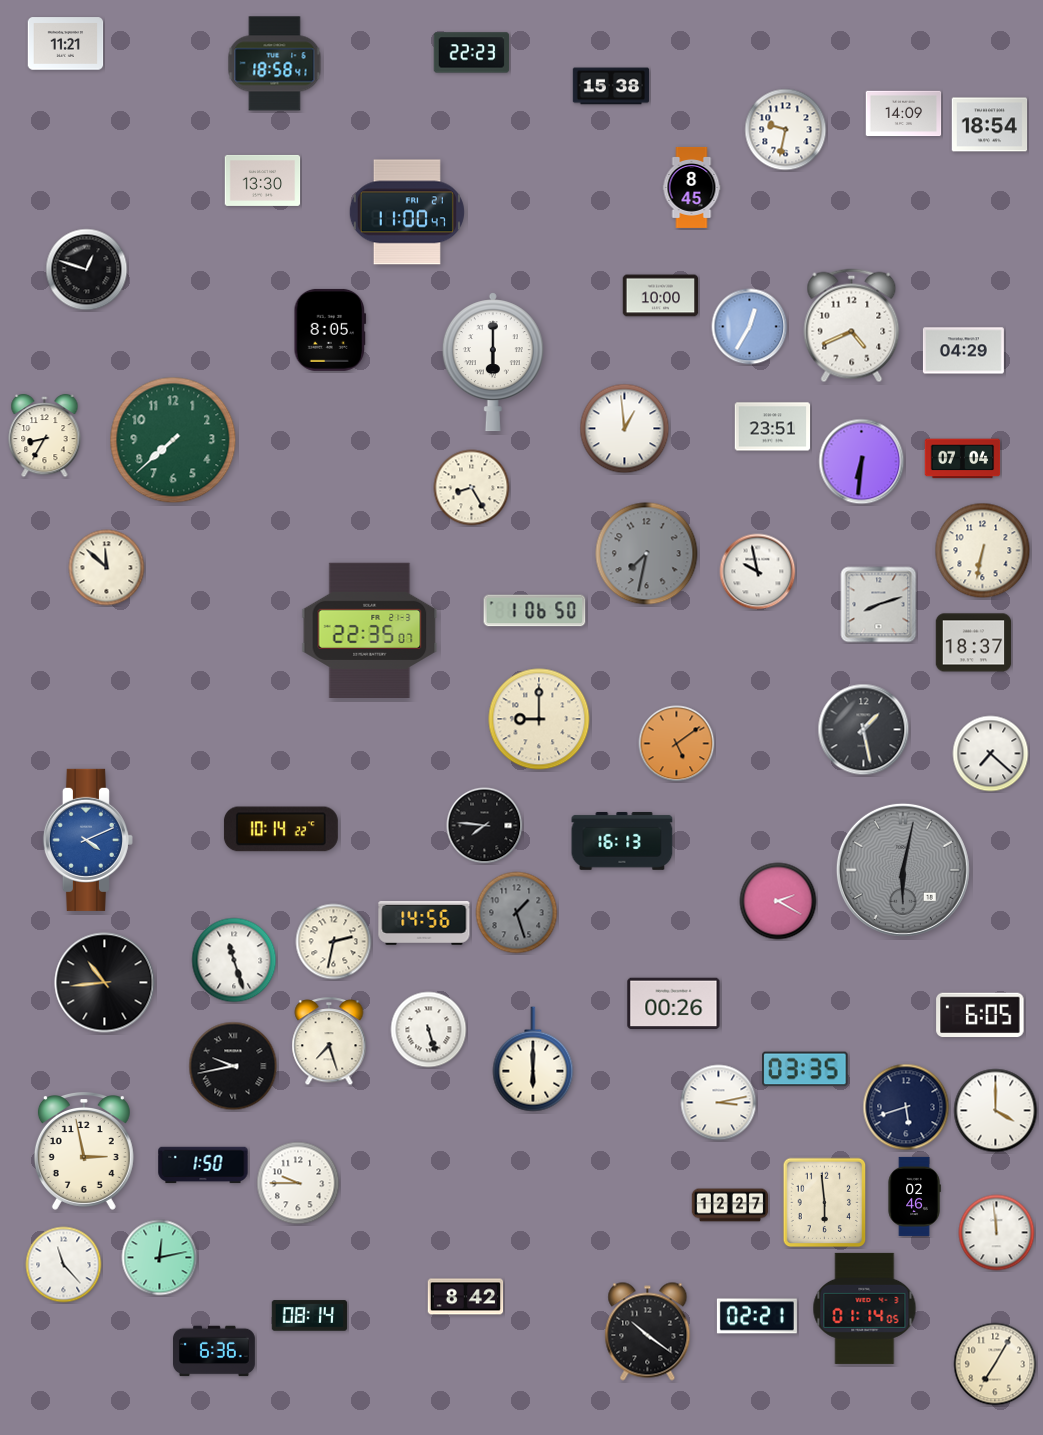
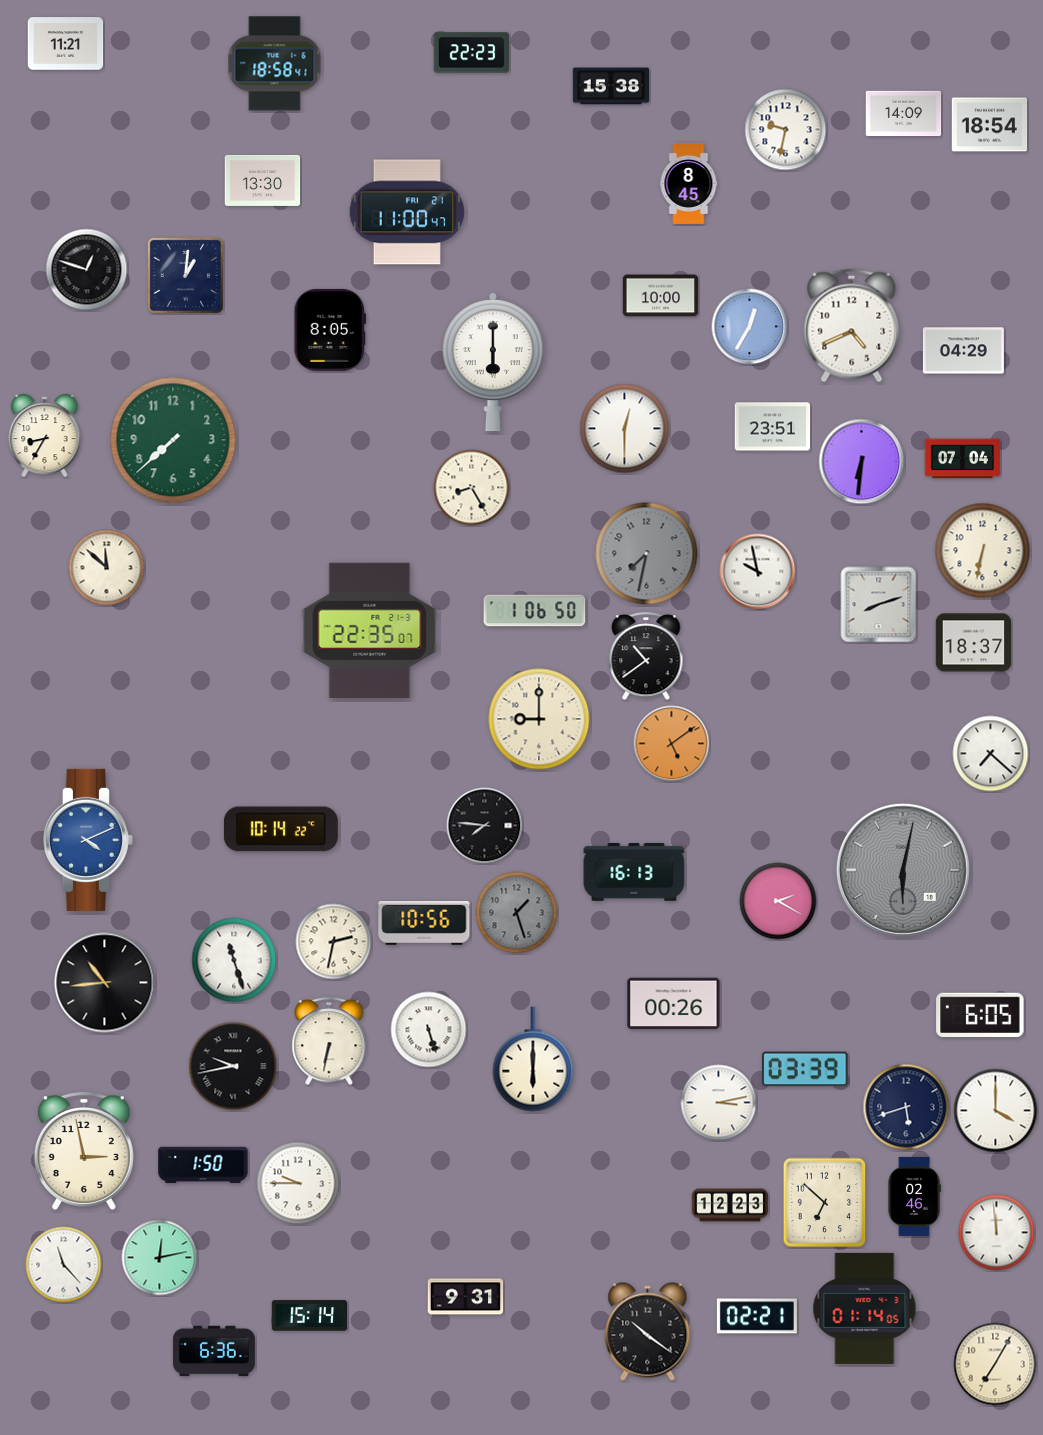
clock at (692, 187) position: (692, 187) -> (689, 183)
clock at (185, 275): none -> 1:01
clock at (625, 429): 12:59 -> 12:30
clock at (646, 657): none -> 10:39
clock at (864, 730): 1:28 -> none
clock at (677, 744) position: (677, 744) -> (672, 744)
clock at (622, 841) position: (622, 841) -> (634, 872)
clock at (424, 923): 14:56 -> 10:56
clock at (329, 1042): 7:27 -> 6:32
clock at (805, 1069): 03:35 -> 03:39
clock at (825, 1203): 5:59 -> 6:52
clock at (730, 1205): 12:27 -> 12:23
clock at (466, 1297): 8:42 -> 9:31
clock at (310, 1316): 08:14 -> 15:14
